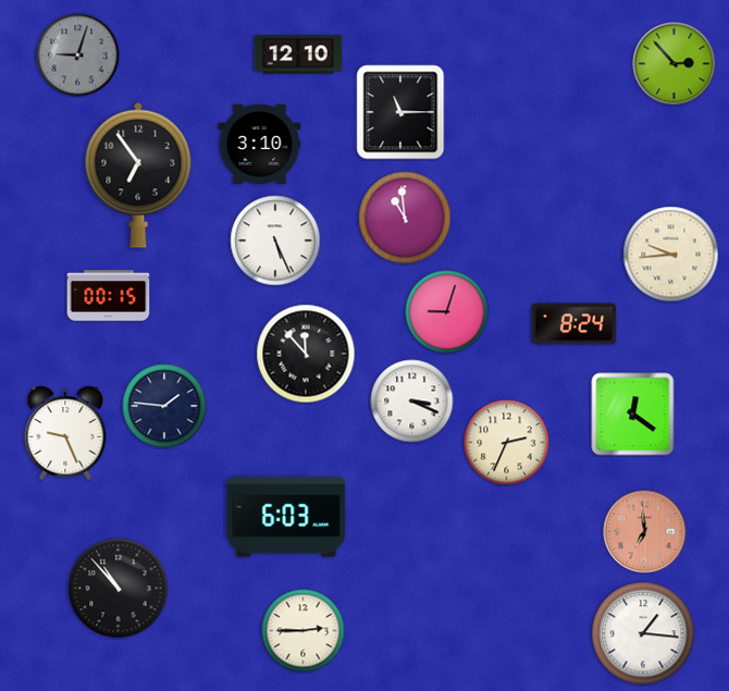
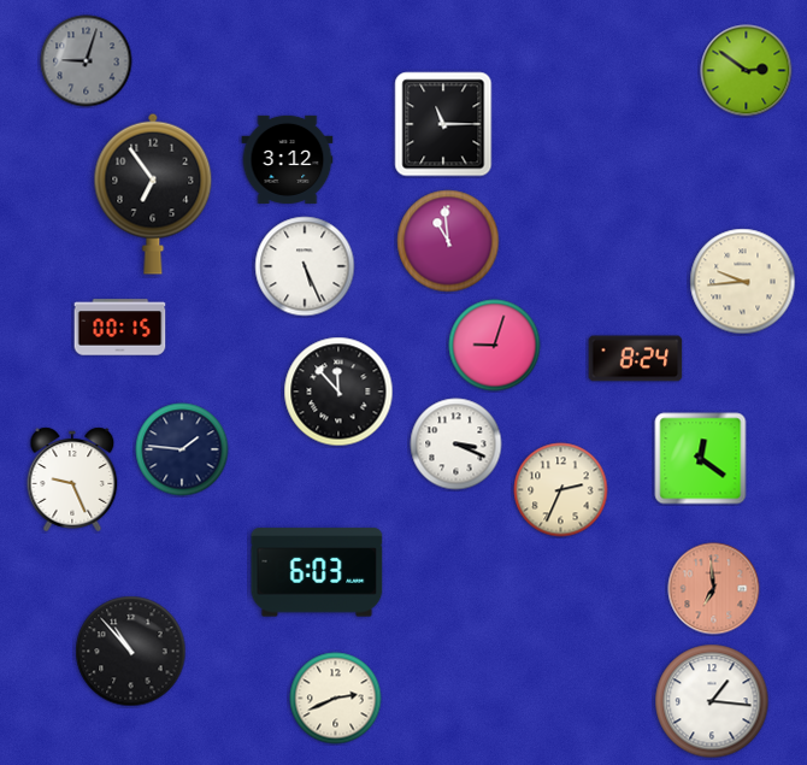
clock at (298, 54): 12:10 -> none
clock at (675, 64): 2:53 -> 2:51
clock at (260, 144): 3:10 -> 3:12
clock at (304, 631): 2:45 -> 2:41
